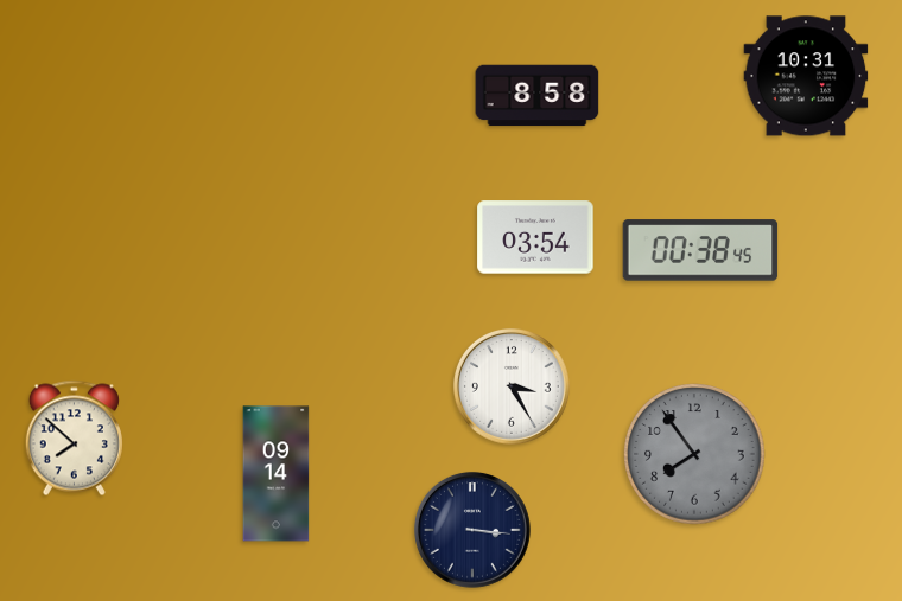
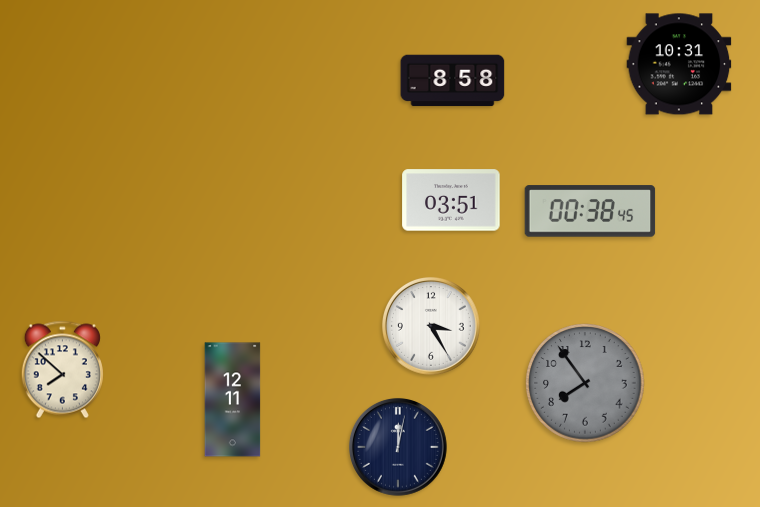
clock at (535, 237): 03:54 -> 03:51
clock at (277, 474): 09:14 -> 12:11
clock at (472, 530): 3:16 -> 12:02
